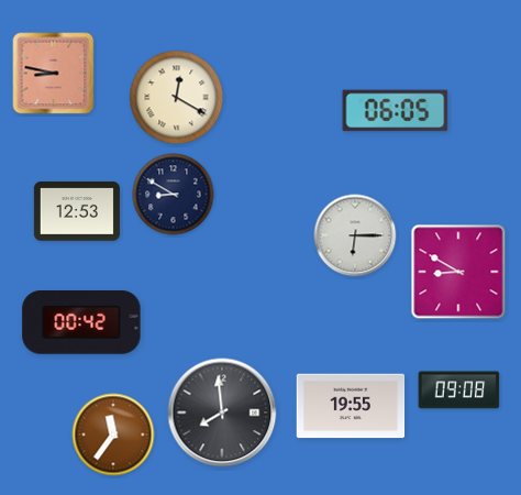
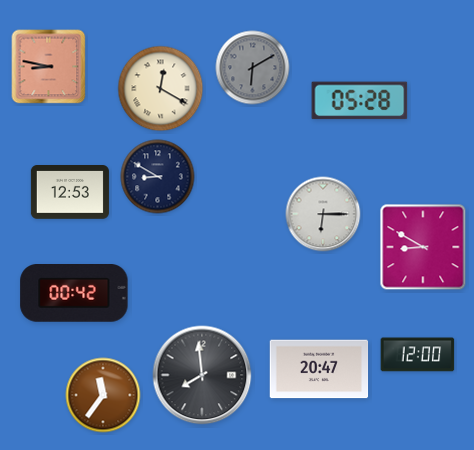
clock at (253, 68): none -> 6:10
clock at (396, 111): 06:05 -> 05:28
clock at (458, 272) position: (458, 272) -> (423, 247)
clock at (459, 391): 09:08 -> 12:00
clock at (351, 406): 19:55 -> 20:47
